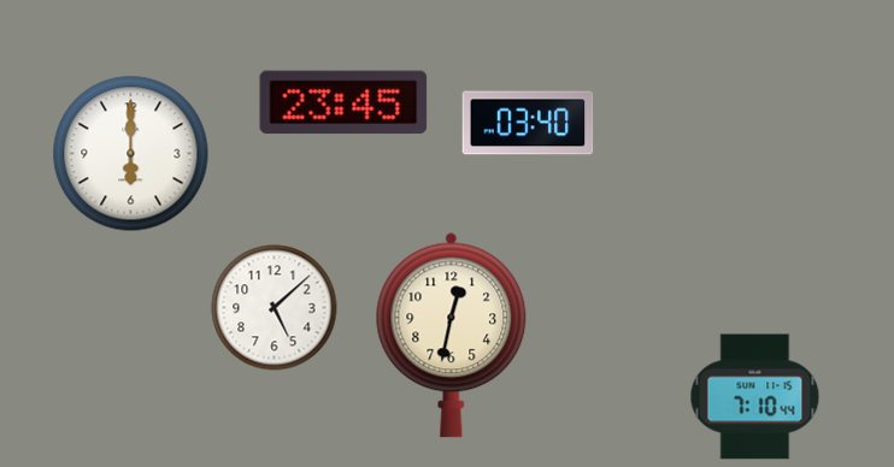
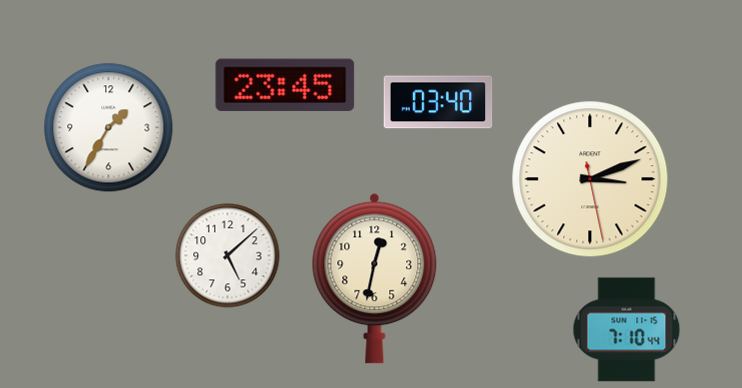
clock at (131, 154): 6:00 -> 1:35
clock at (590, 179): none -> 3:11
